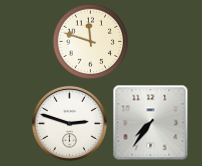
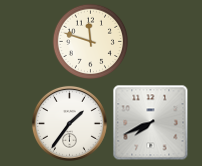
clock at (69, 123): 2:48 -> 1:36
clock at (151, 123): 7:36 -> 7:41
